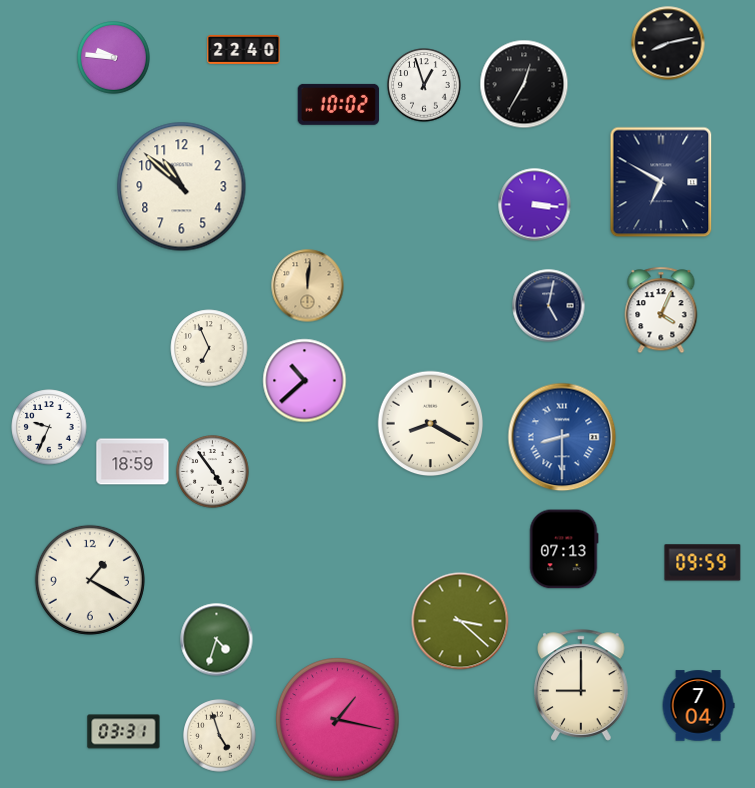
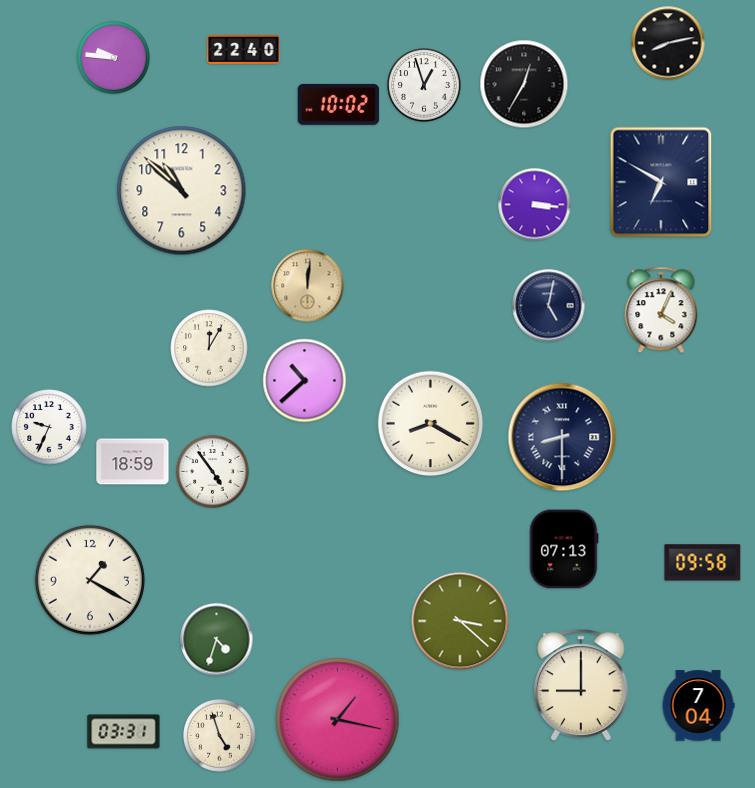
clock at (182, 187) position: (182, 187) -> (182, 191)
clock at (209, 348): 6:56 -> 12:05
clock at (562, 437) dial: blue -> navy
clock at (703, 563): 09:59 -> 09:58
